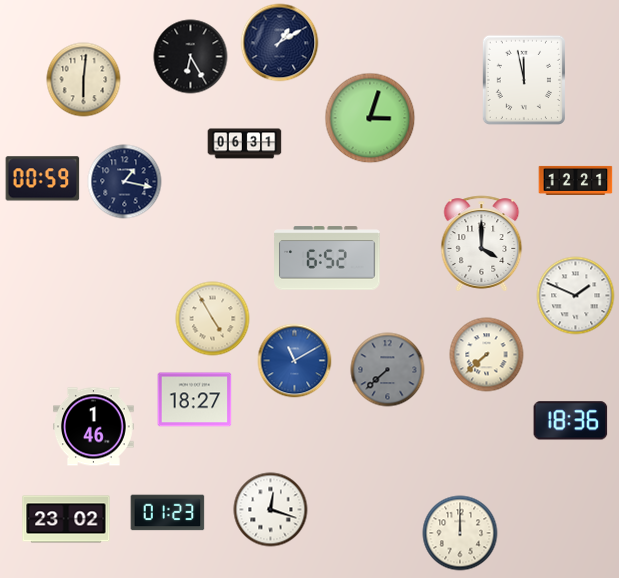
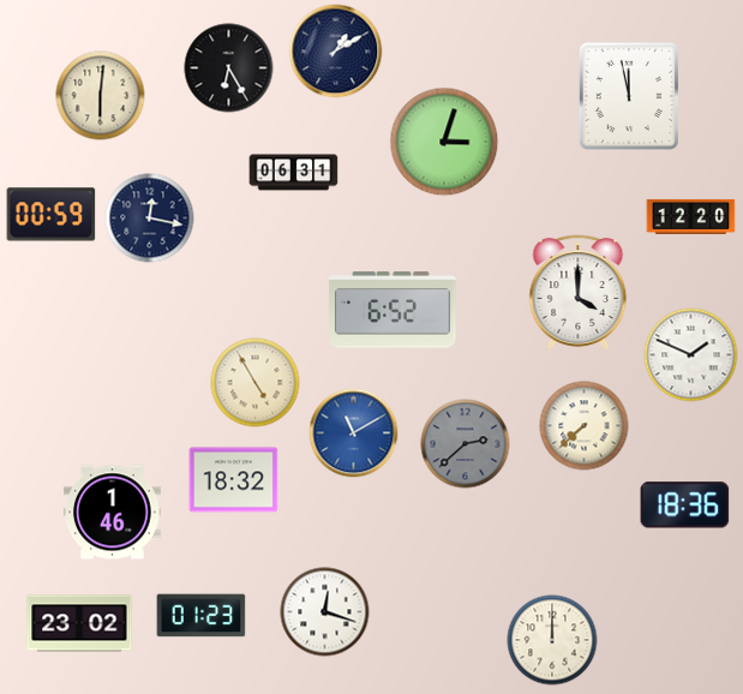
clock at (576, 180): 12:21 -> 12:20
clock at (125, 182): 1:17 -> 12:17
clock at (388, 370): 7:38 -> 2:38
clock at (195, 400): 18:27 -> 18:32
